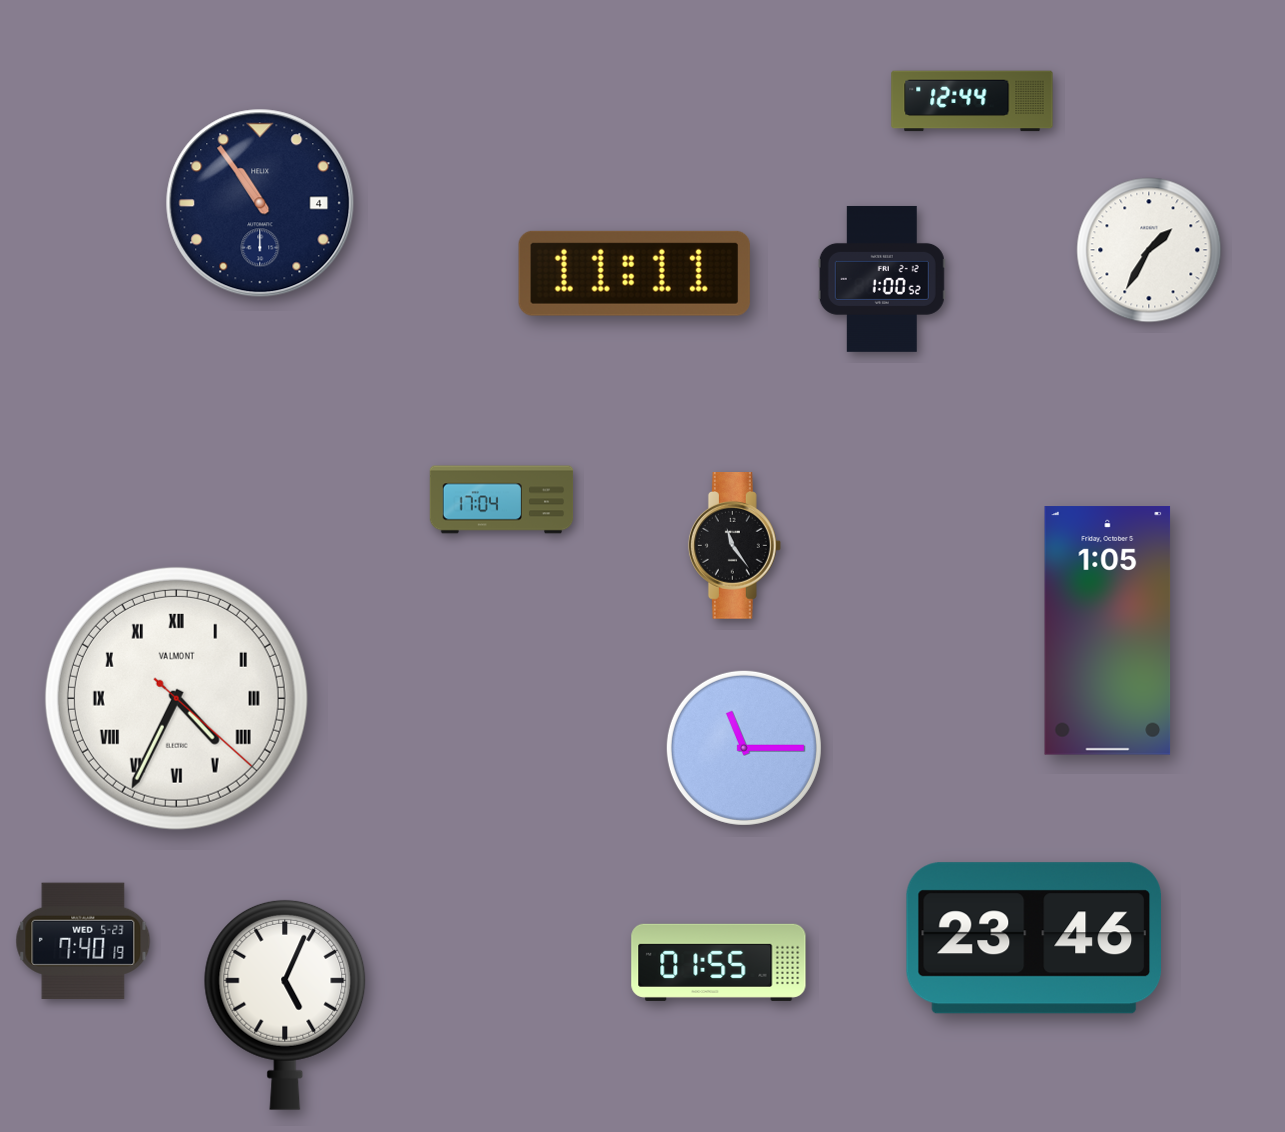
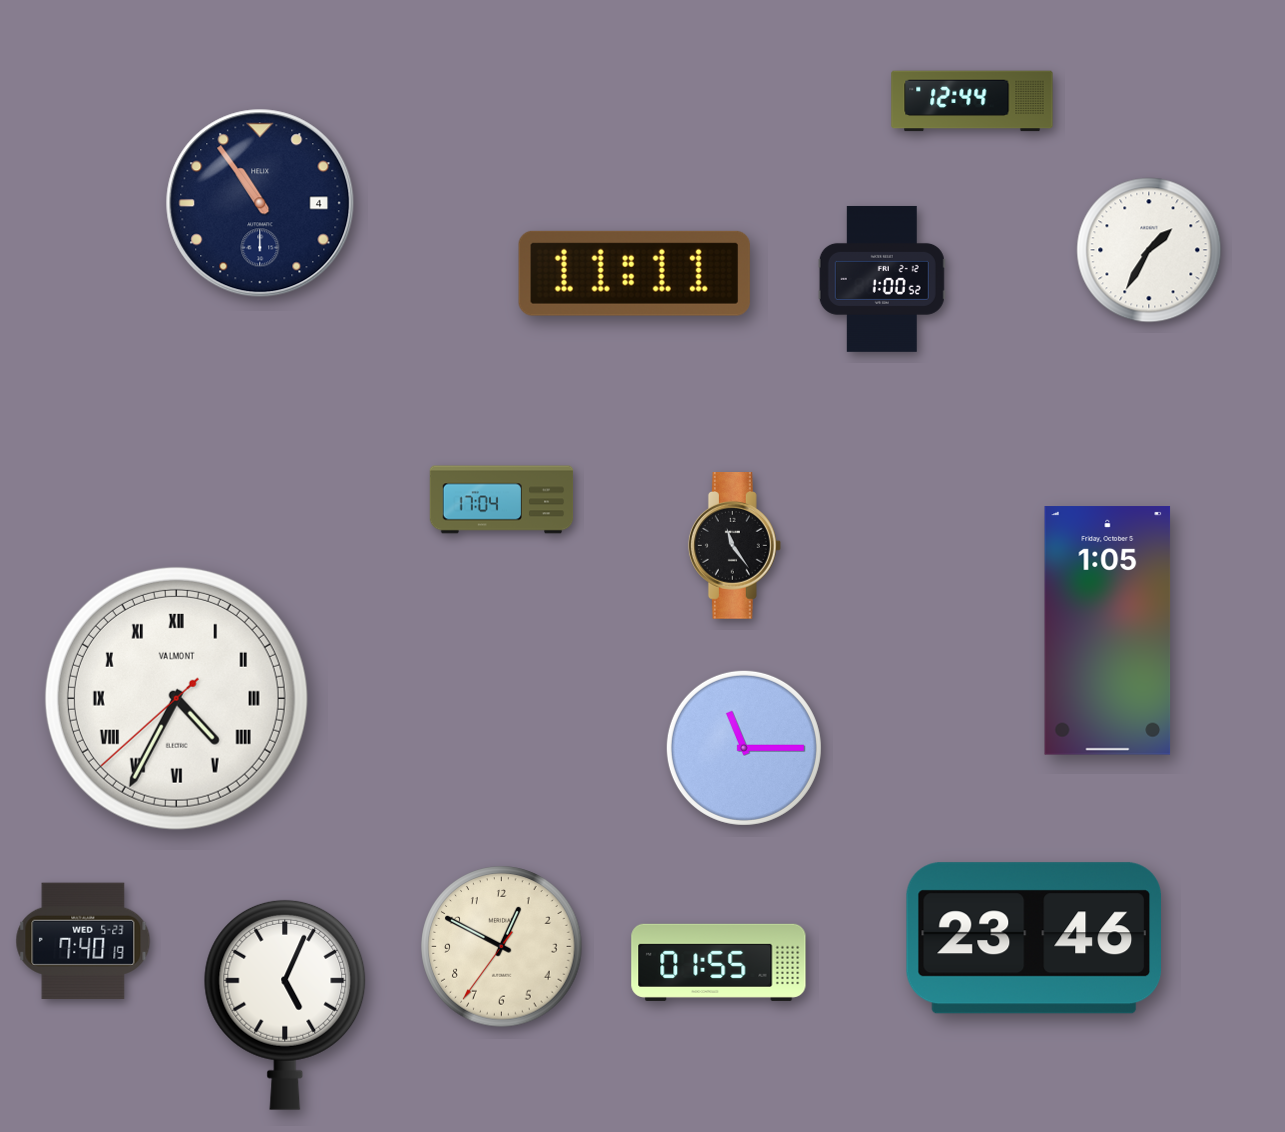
clock at (176, 698): 4:34:22 -> 4:34:38
clock at (502, 947): none -> 12:49
